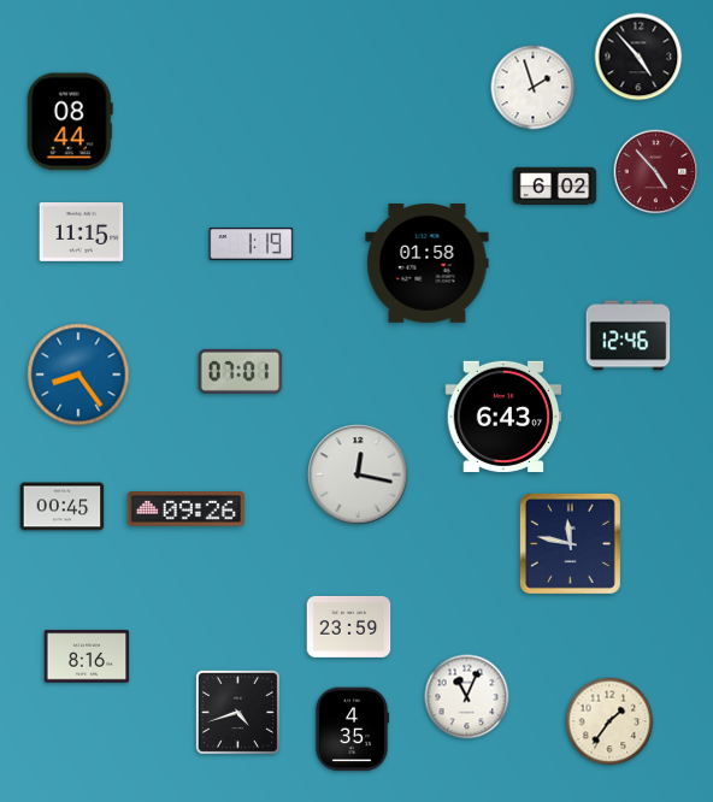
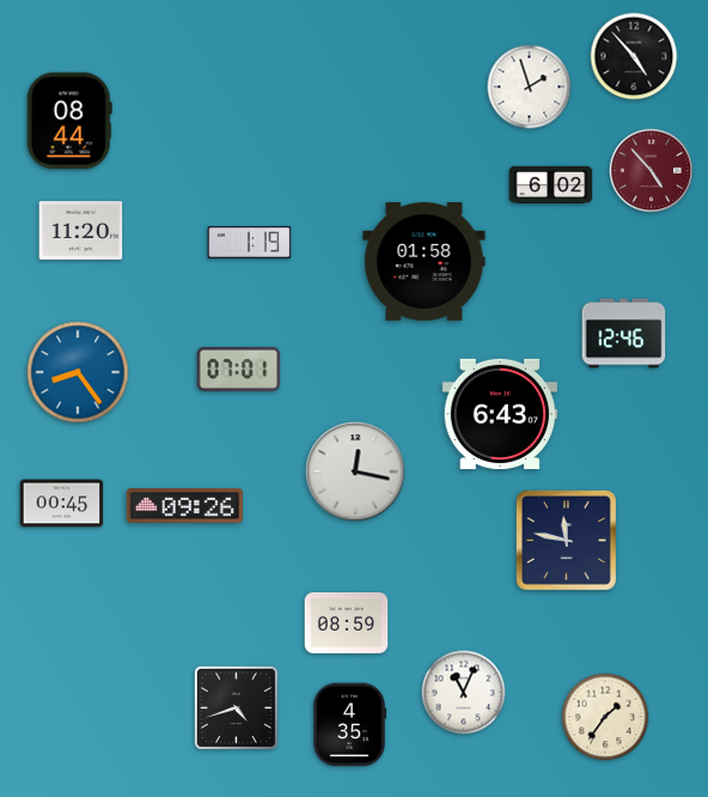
clock at (82, 232): 11:15 -> 11:20
clock at (349, 626): 23:59 -> 08:59
clock at (87, 656): 8:16 -> none
